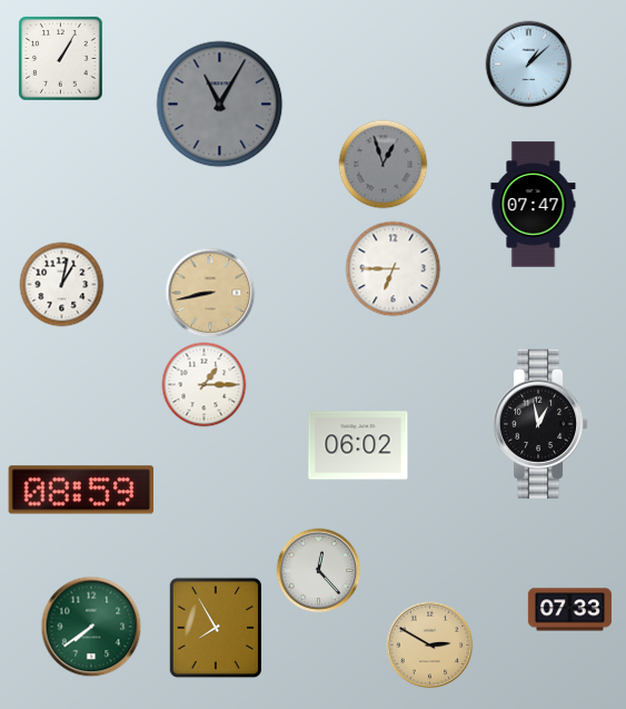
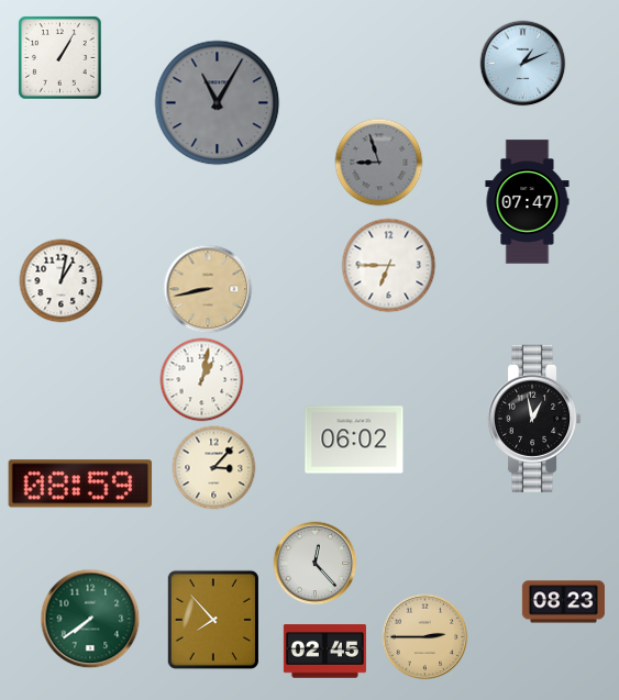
clock at (529, 65): 1:08 -> 1:11
clock at (384, 165): 12:57 -> 8:57
clock at (205, 385): 1:15 -> 1:02
clock at (214, 468): none -> 3:07
clock at (569, 610): 07:33 -> 08:23
clock at (216, 627): 7:55 -> 7:53
clock at (430, 646): 2:50 -> 2:45
clock at (324, 652): none -> 02:45
